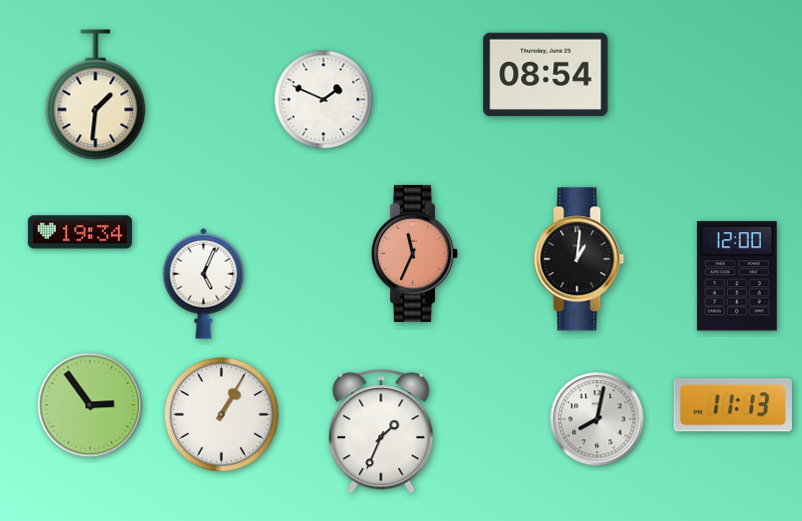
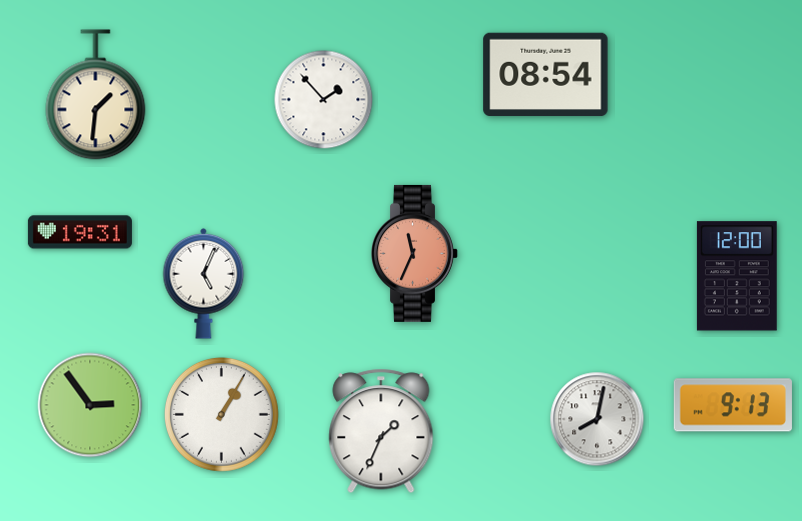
clock at (324, 100): 1:49 -> 1:53
clock at (80, 232): 19:34 -> 19:31
clock at (579, 259): 1:01 -> none
clock at (733, 405): 11:13 -> 9:13
